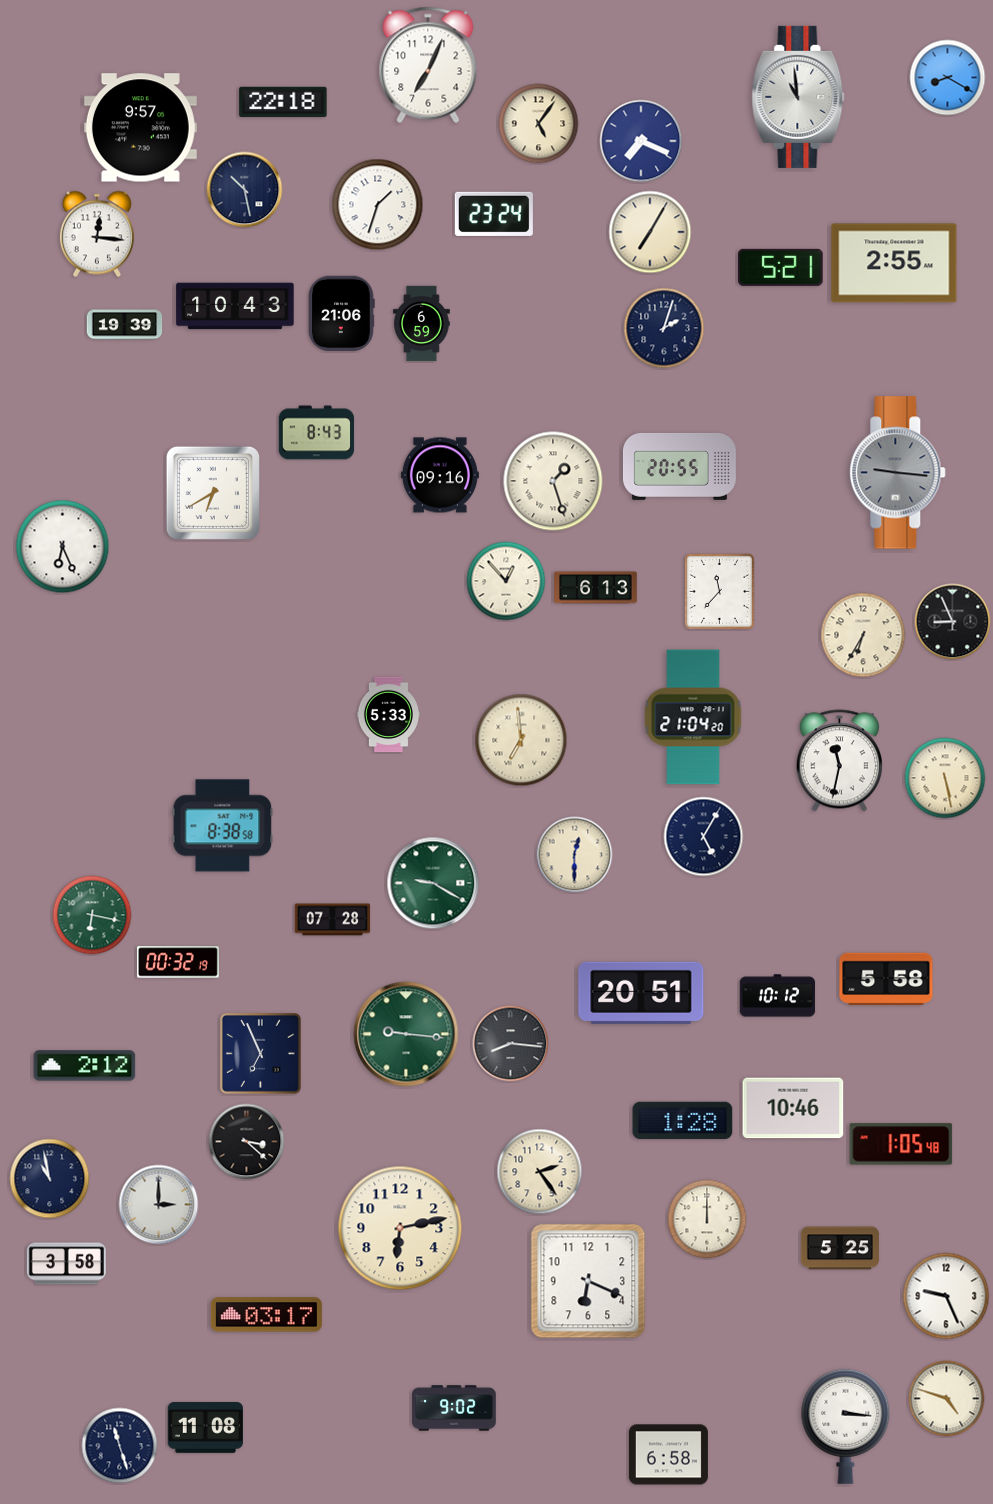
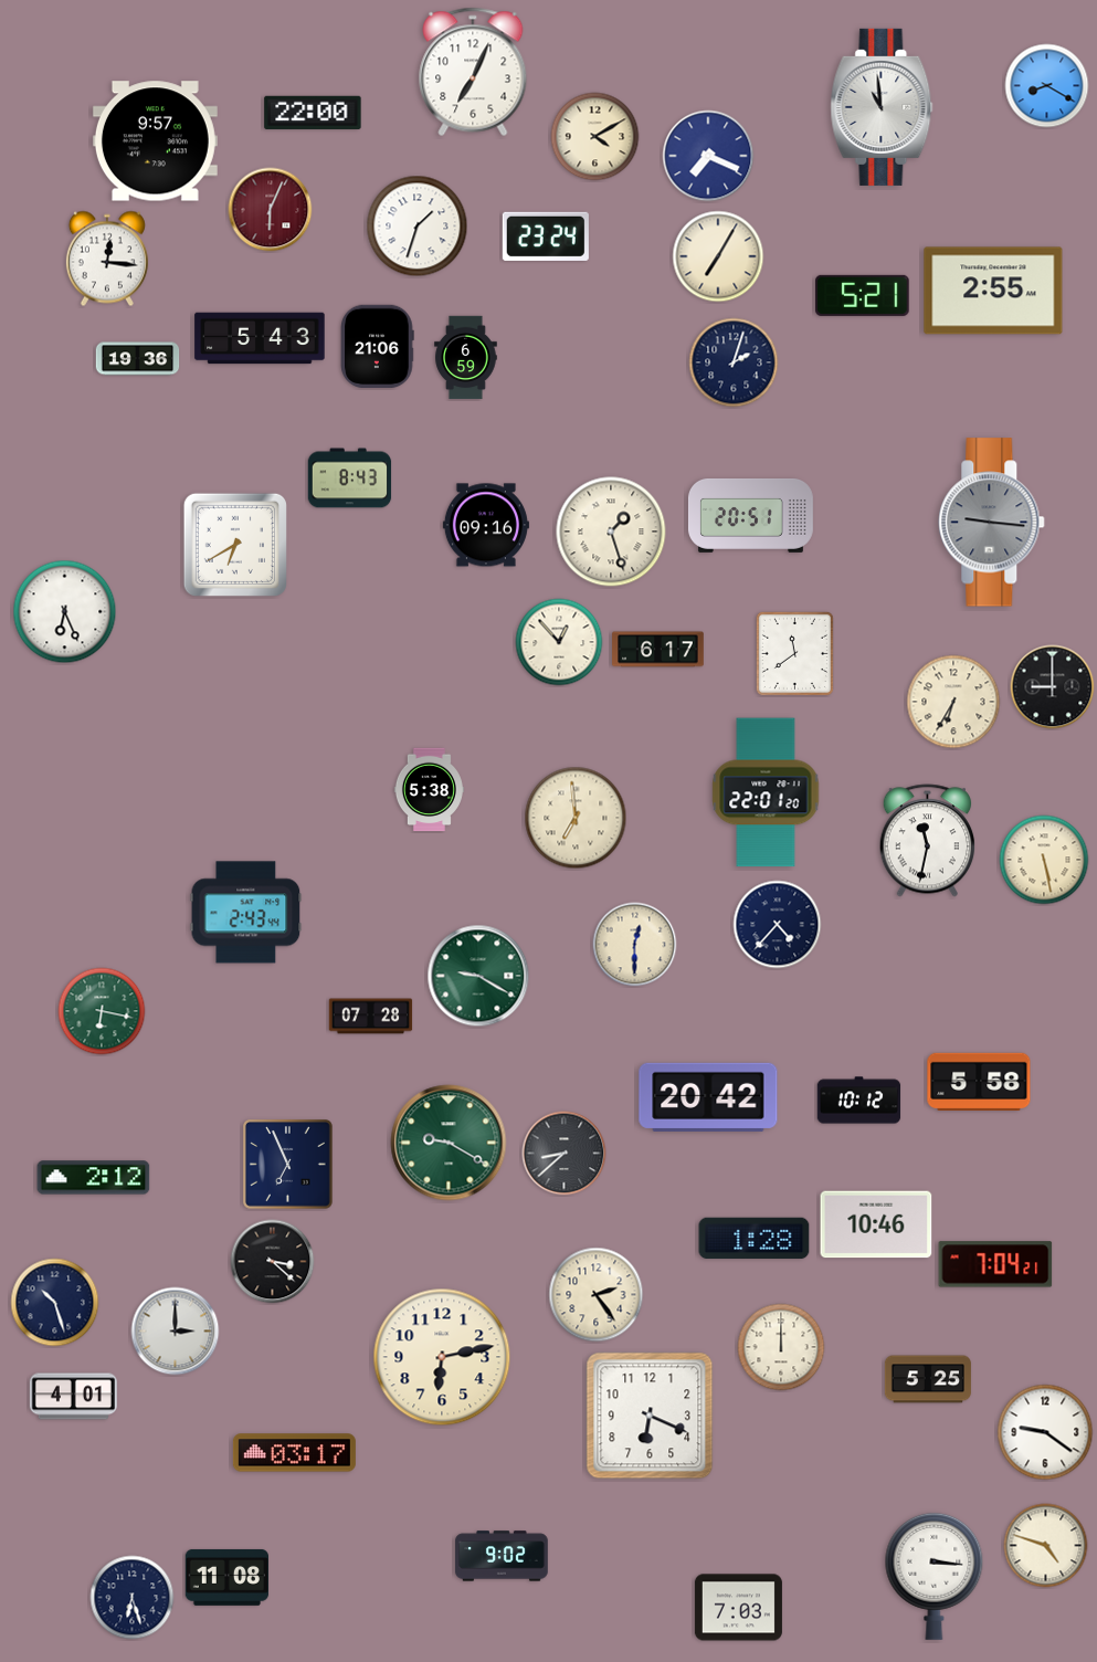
clock at (283, 102): 22:18 -> 22:00
clock at (539, 124): 5:06 -> 4:10
clock at (245, 190): 10:28 -> 6:04
clock at (245, 190) dial: navy -> burgundy
clock at (894, 263) position: (894, 263) -> (993, 291)
clock at (235, 306): 10:43 -> 5:43
clock at (125, 325): 19:39 -> 19:36
clock at (679, 466): 20:55 -> 20:51
clock at (63, 547) position: (63, 547) -> (65, 612)
clock at (596, 588): 6:13 -> 6:17
clock at (719, 591): 11:37 -> 11:39
clock at (953, 622): 8:56 -> 9:00
clock at (388, 715): 5:33 -> 5:38
clock at (693, 717): 21:04 -> 22:01
clock at (223, 826): 8:38 -> 2:43
clock at (704, 837): 5:05 -> 4:37
clock at (333, 920) position: (333, 920) -> (371, 1017)
clock at (178, 962): 00:32 -> none
clock at (641, 993): 20:51 -> 20:42
clock at (406, 1034): 9:16 -> 9:20
clock at (511, 1044): 8:16 -> 8:38
clock at (901, 1144): 1:05 -> 7:04
clock at (50, 1179): 10:58 -> 10:27
clock at (66, 1264): 3:58 -> 4:01
clock at (946, 1296): 9:26 -> 9:21
clock at (120, 1446): 11:27 -> 6:27
clock at (668, 1455): 6:58 -> 7:03
